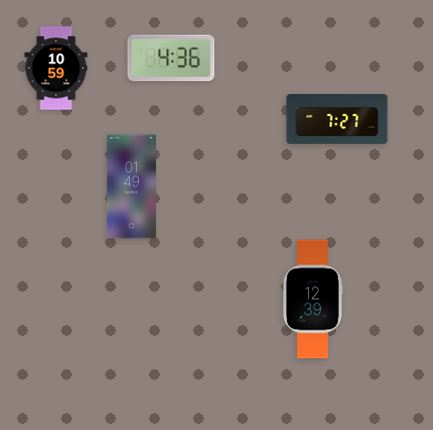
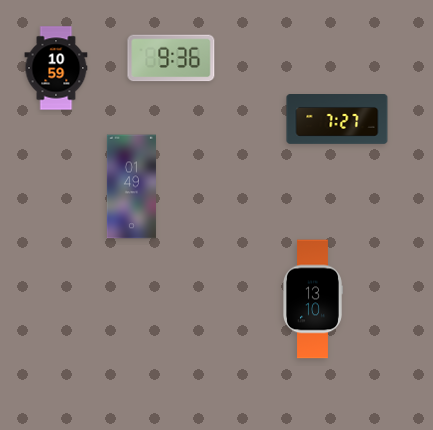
clock at (171, 58): 4:36 -> 9:36
clock at (313, 299): 12:39 -> 13:10
